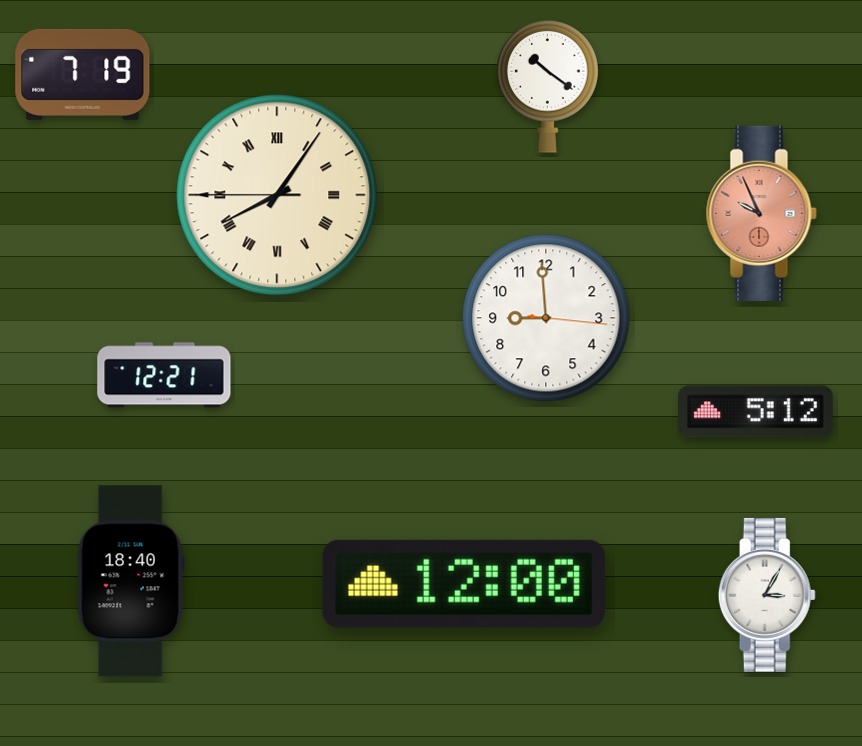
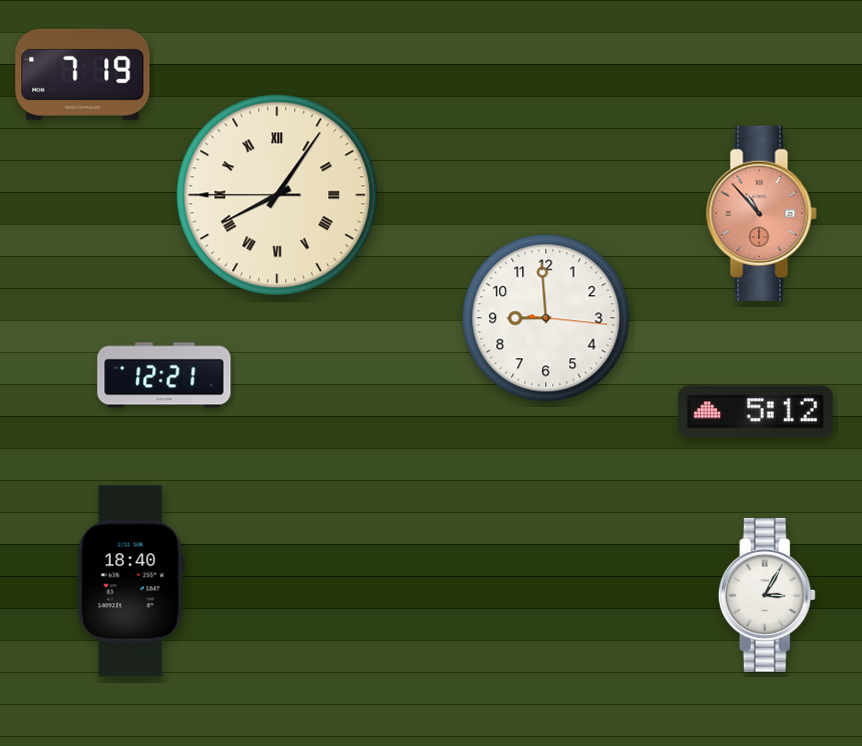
clock at (548, 86): 10:21 -> none
clock at (761, 213): 9:56 -> 10:53
clock at (464, 584): 12:00 -> none
